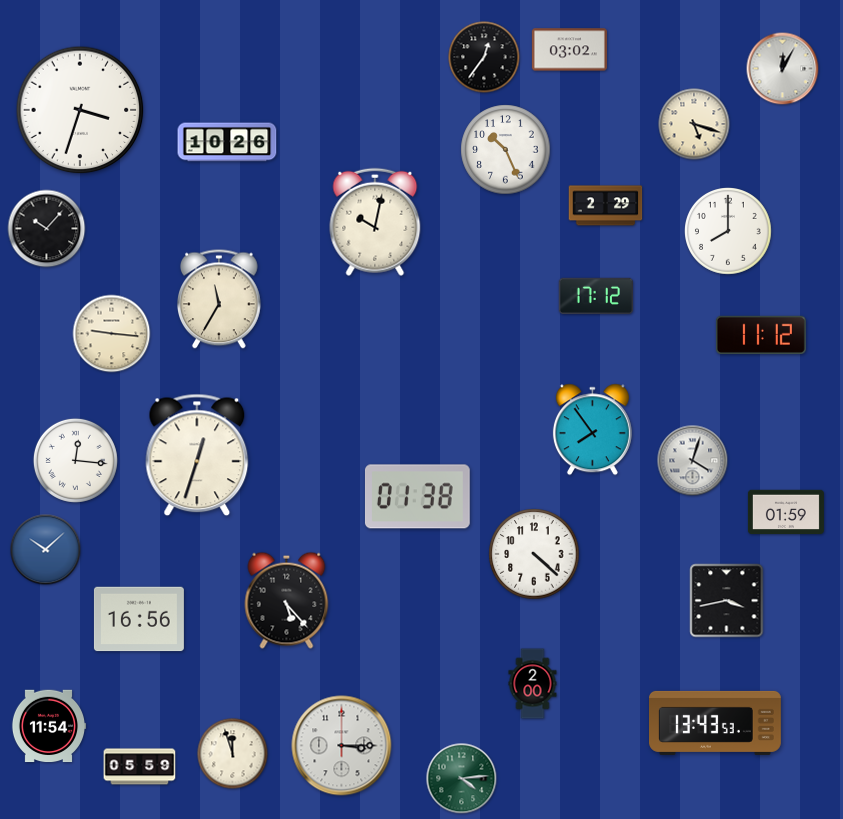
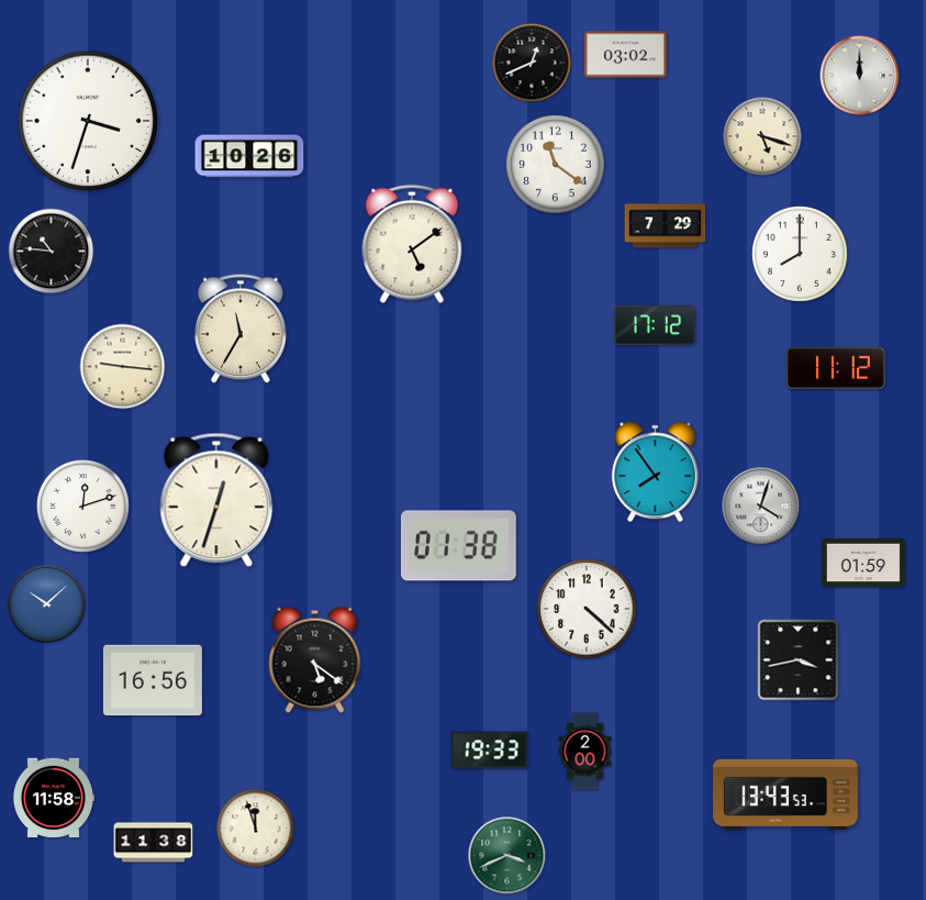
clock at (484, 57): 12:36 -> 12:41
clock at (783, 69): 12:05 -> 12:00
clock at (506, 150): 10:26 -> 11:21
clock at (606, 206): 2:29 -> 7:29
clock at (375, 222): 10:02 -> 5:09
clock at (47, 229): 10:07 -> 10:46
clock at (592, 430) position: (592, 430) -> (655, 473)
clock at (75, 460): 12:16 -> 12:12
clock at (46, 550) position: (46, 550) -> (47, 604)
clock at (287, 600): 5:23 -> 5:21
clock at (490, 751): none -> 19:33
clock at (49, 726): 11:54 -> 11:58
clock at (342, 746): 3:15 -> none
clock at (140, 767): 05:59 -> 11:38
clock at (462, 779): 4:14 -> 3:41
